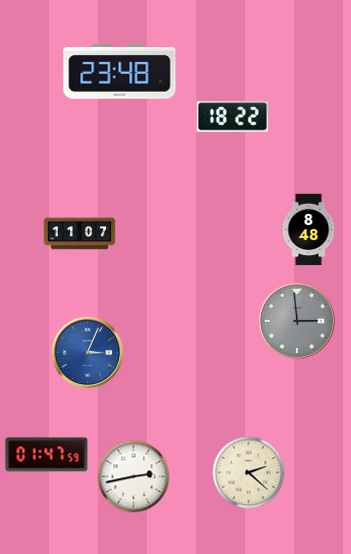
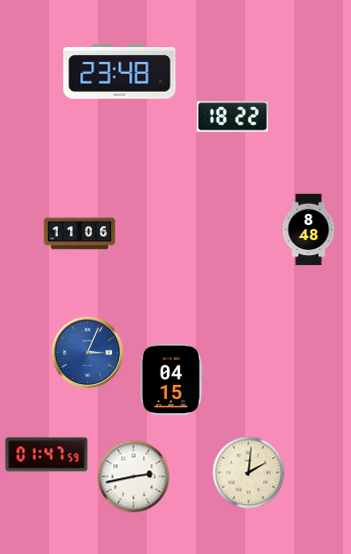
clock at (80, 234): 11:07 -> 11:06
clock at (296, 320): 2:59 -> none
clock at (171, 380): none -> 04:15
clock at (249, 473): 2:22 -> 2:01
